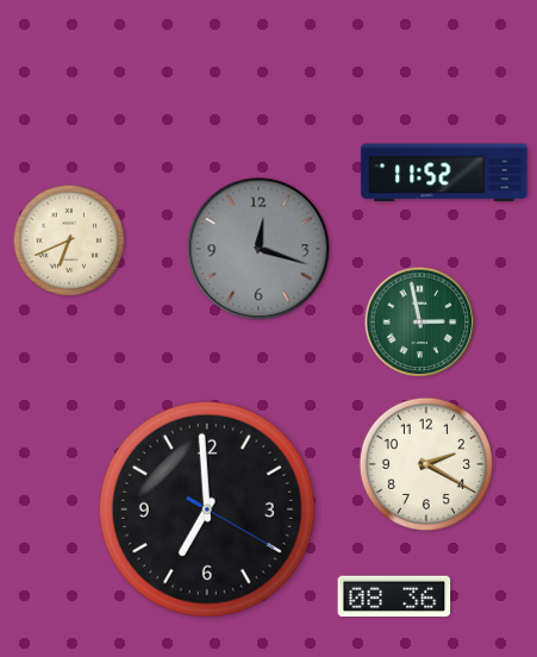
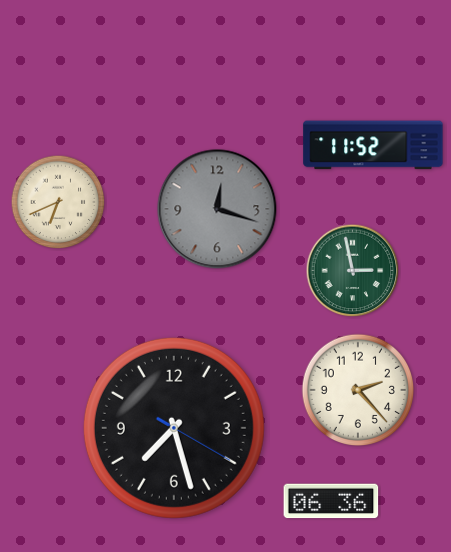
clock at (426, 464): 2:20 -> 2:23
clock at (207, 509): 6:59 -> 7:27
clock at (394, 596): 08:36 -> 06:36
